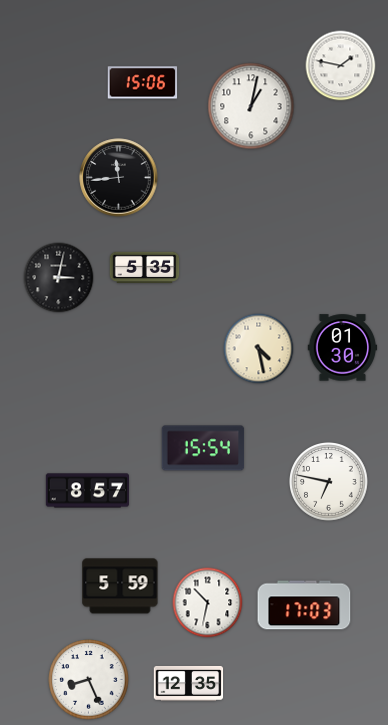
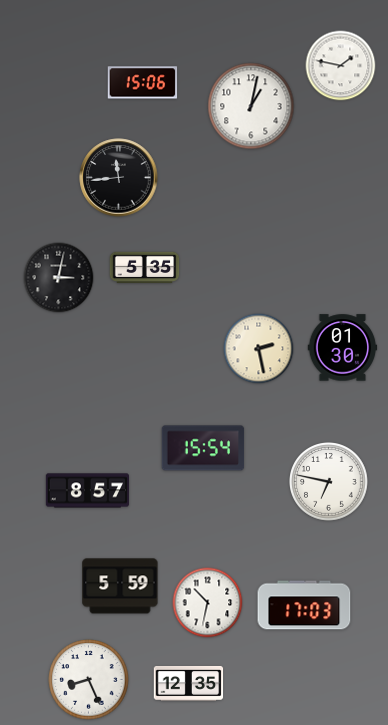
clock at (259, 349): 4:28 -> 2:28
